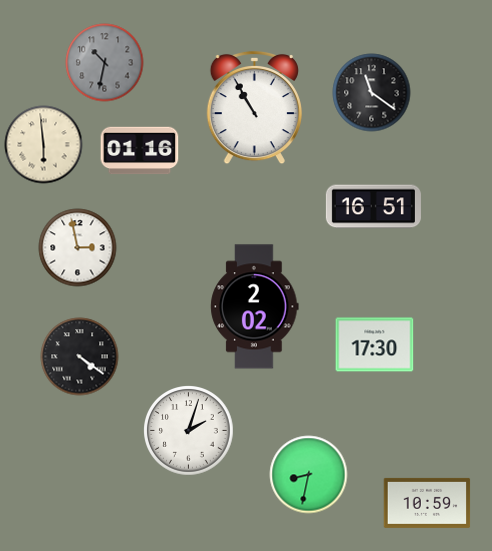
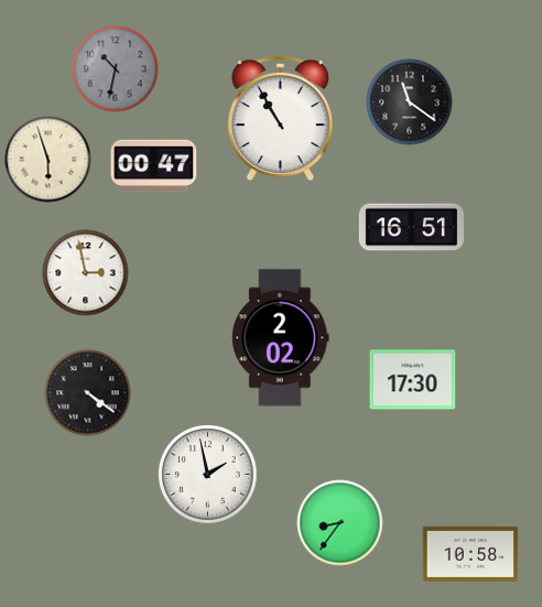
clock at (43, 144): 5:59 -> 5:57
clock at (139, 151): 01:16 -> 00:47
clock at (189, 431): 2:03 -> 1:58
clock at (308, 474): 8:32 -> 8:36
clock at (427, 503): 10:59 -> 10:58
